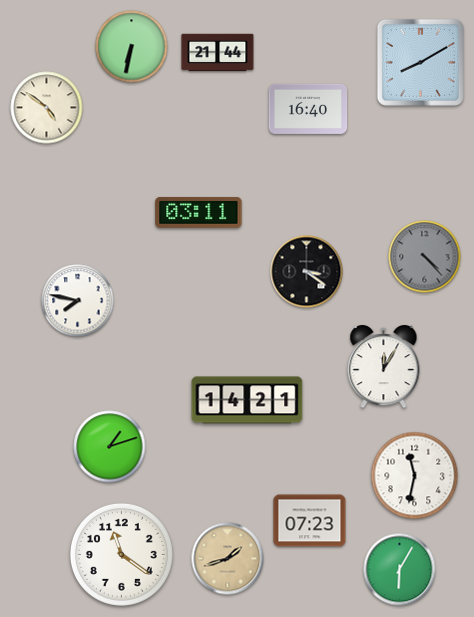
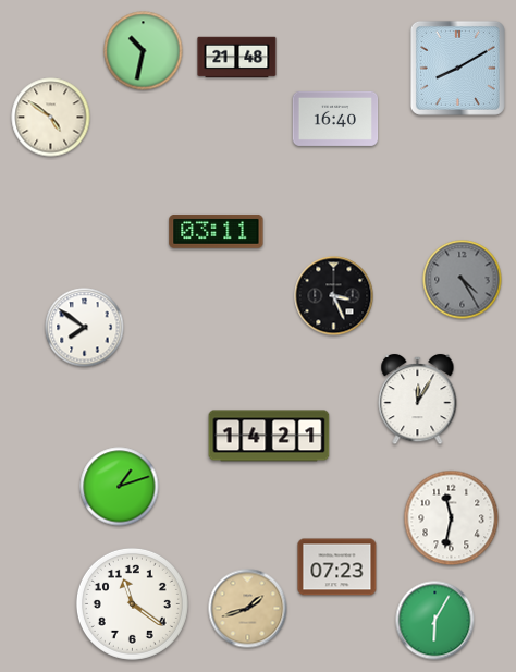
clock at (132, 47): 6:32 -> 10:32
clock at (218, 53): 21:44 -> 21:48
clock at (425, 257): 4:23 -> 4:25
clock at (307, 272): 3:21 -> 3:26
clock at (78, 301): 7:47 -> 7:51
